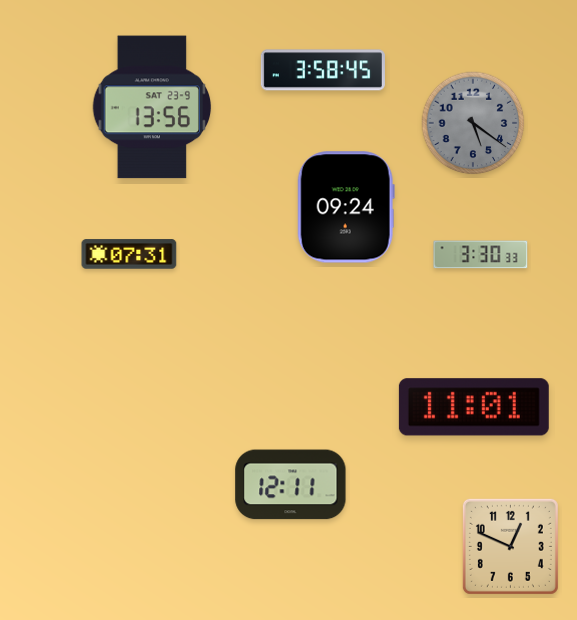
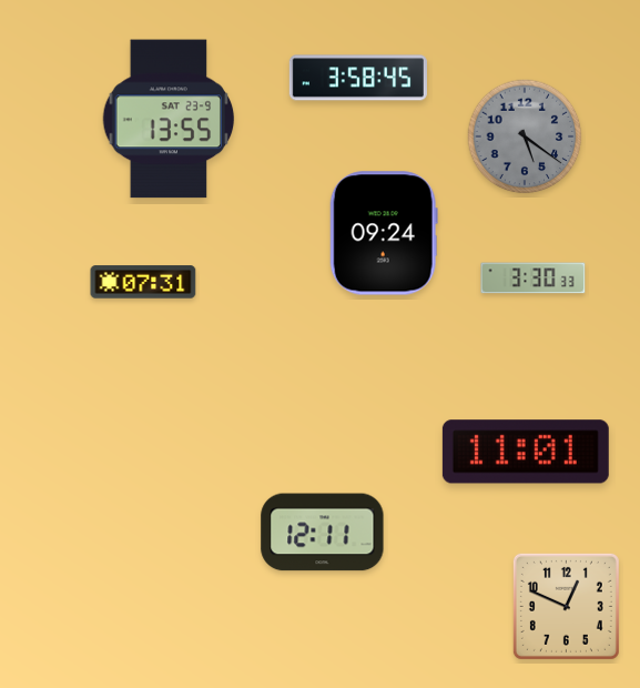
clock at (152, 107): 13:56 -> 13:55
clock at (346, 207) position: (346, 207) -> (384, 233)
clock at (481, 255) position: (481, 255) -> (534, 279)
clock at (291, 485) position: (291, 485) -> (323, 533)
